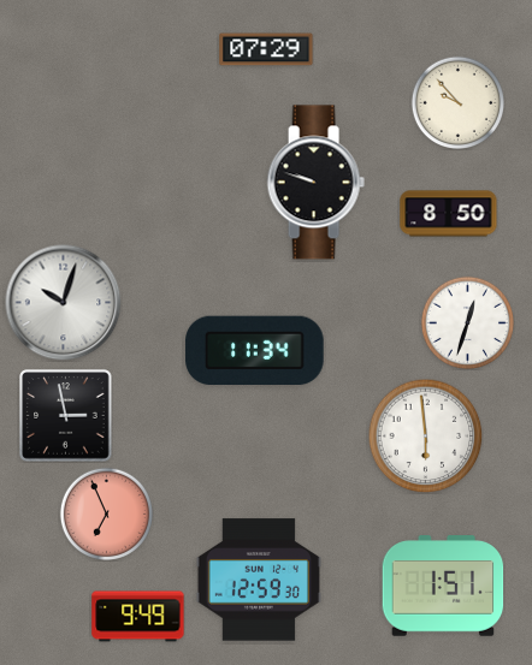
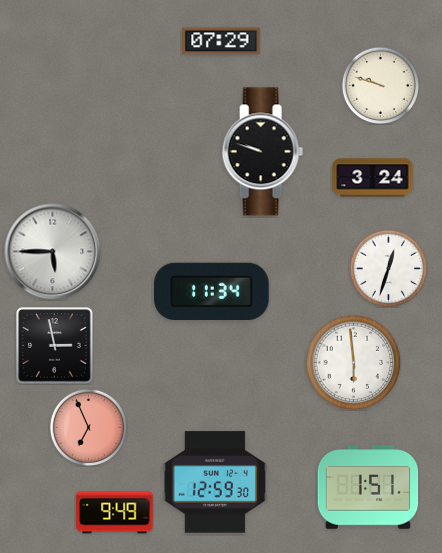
clock at (457, 102): 9:53 -> 9:48
clock at (449, 214): 8:50 -> 3:24
clock at (64, 303): 10:03 -> 5:45
